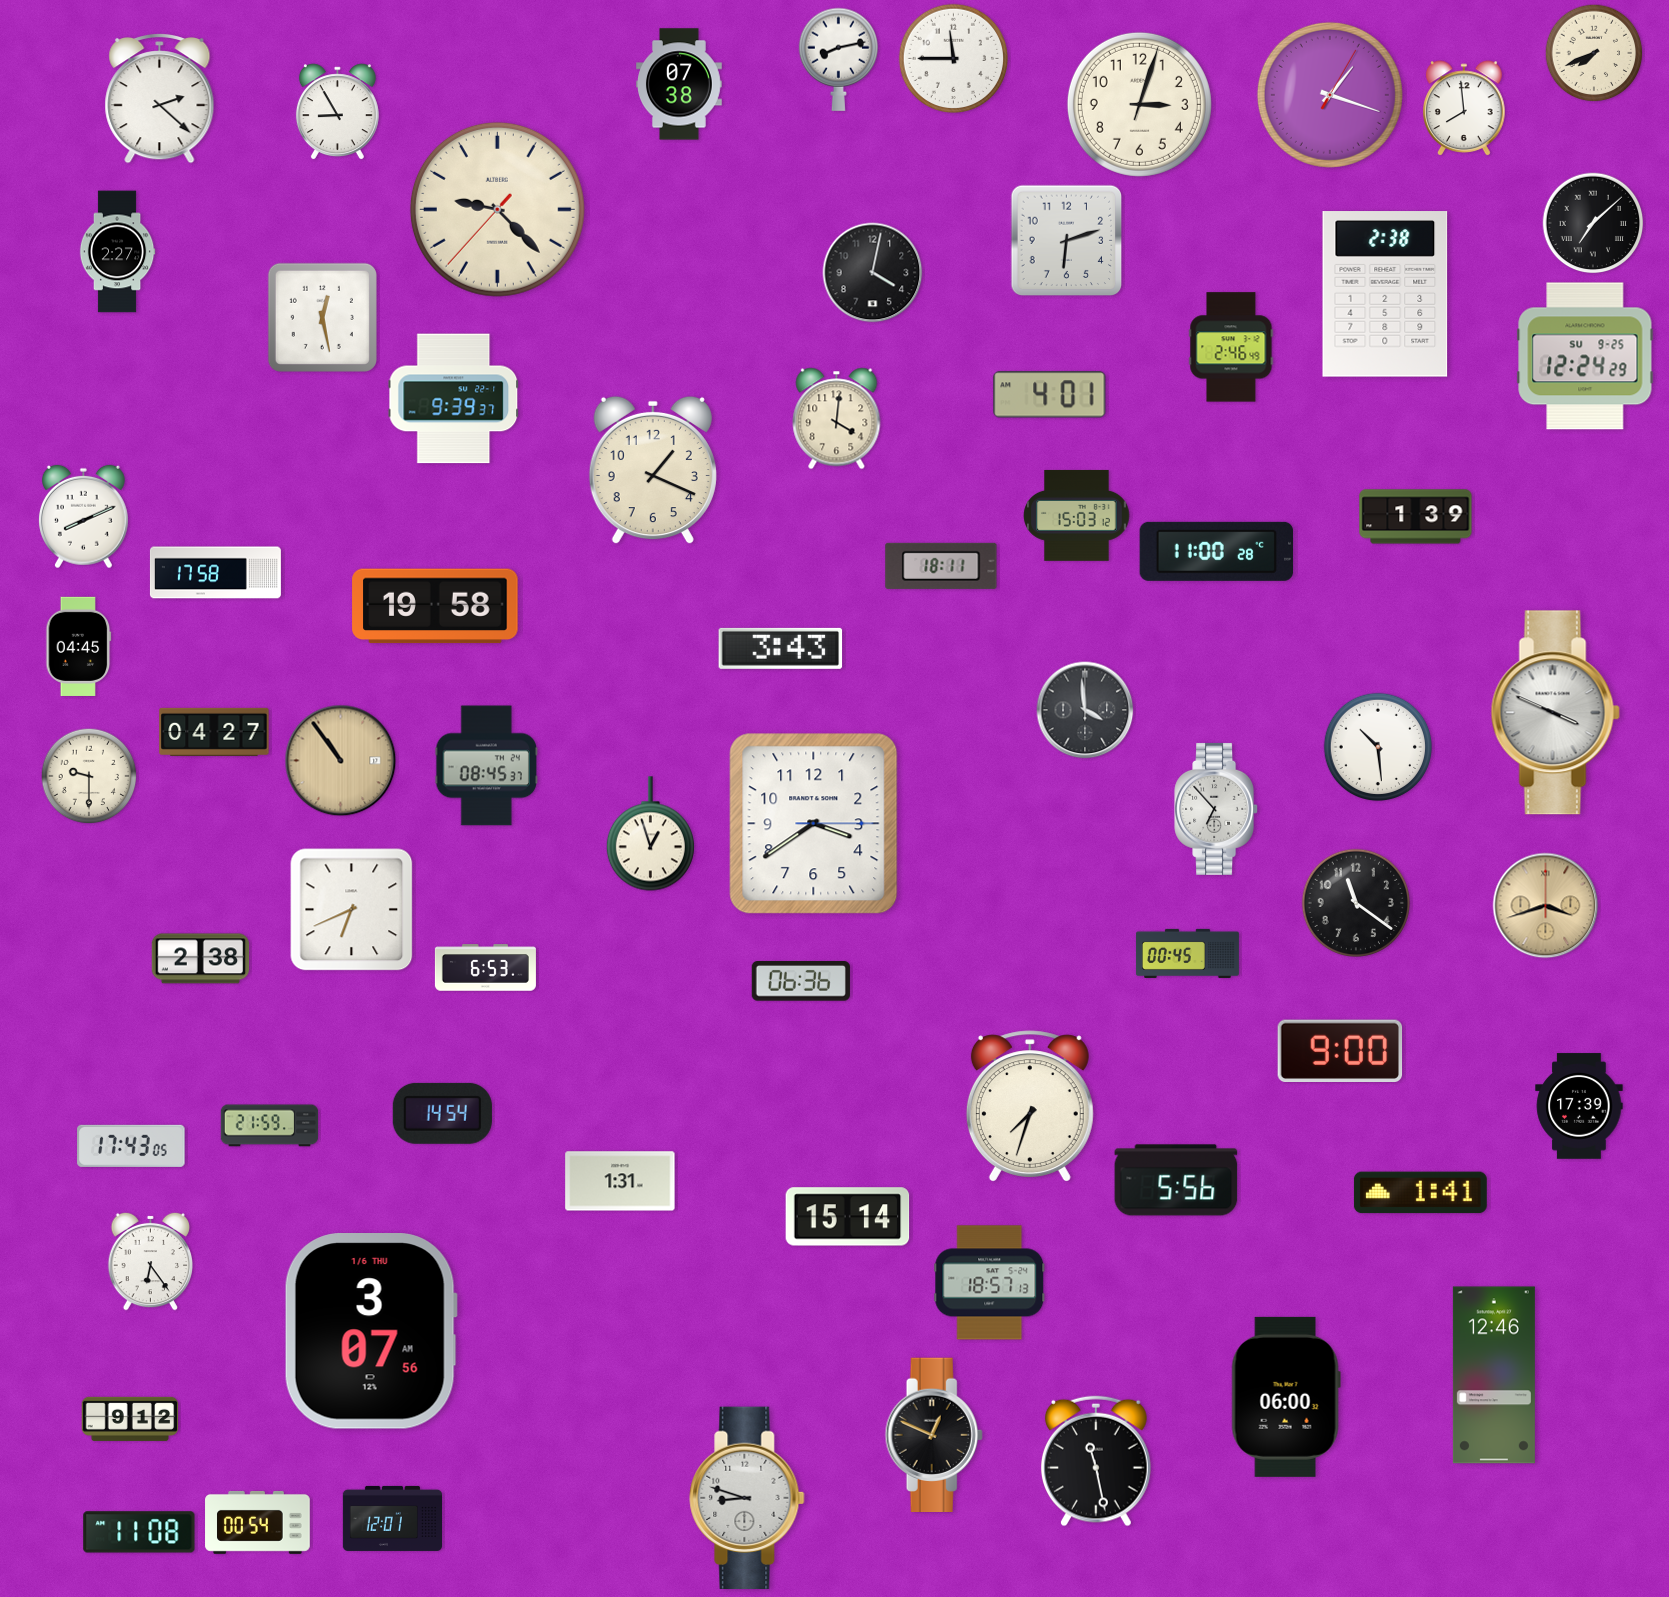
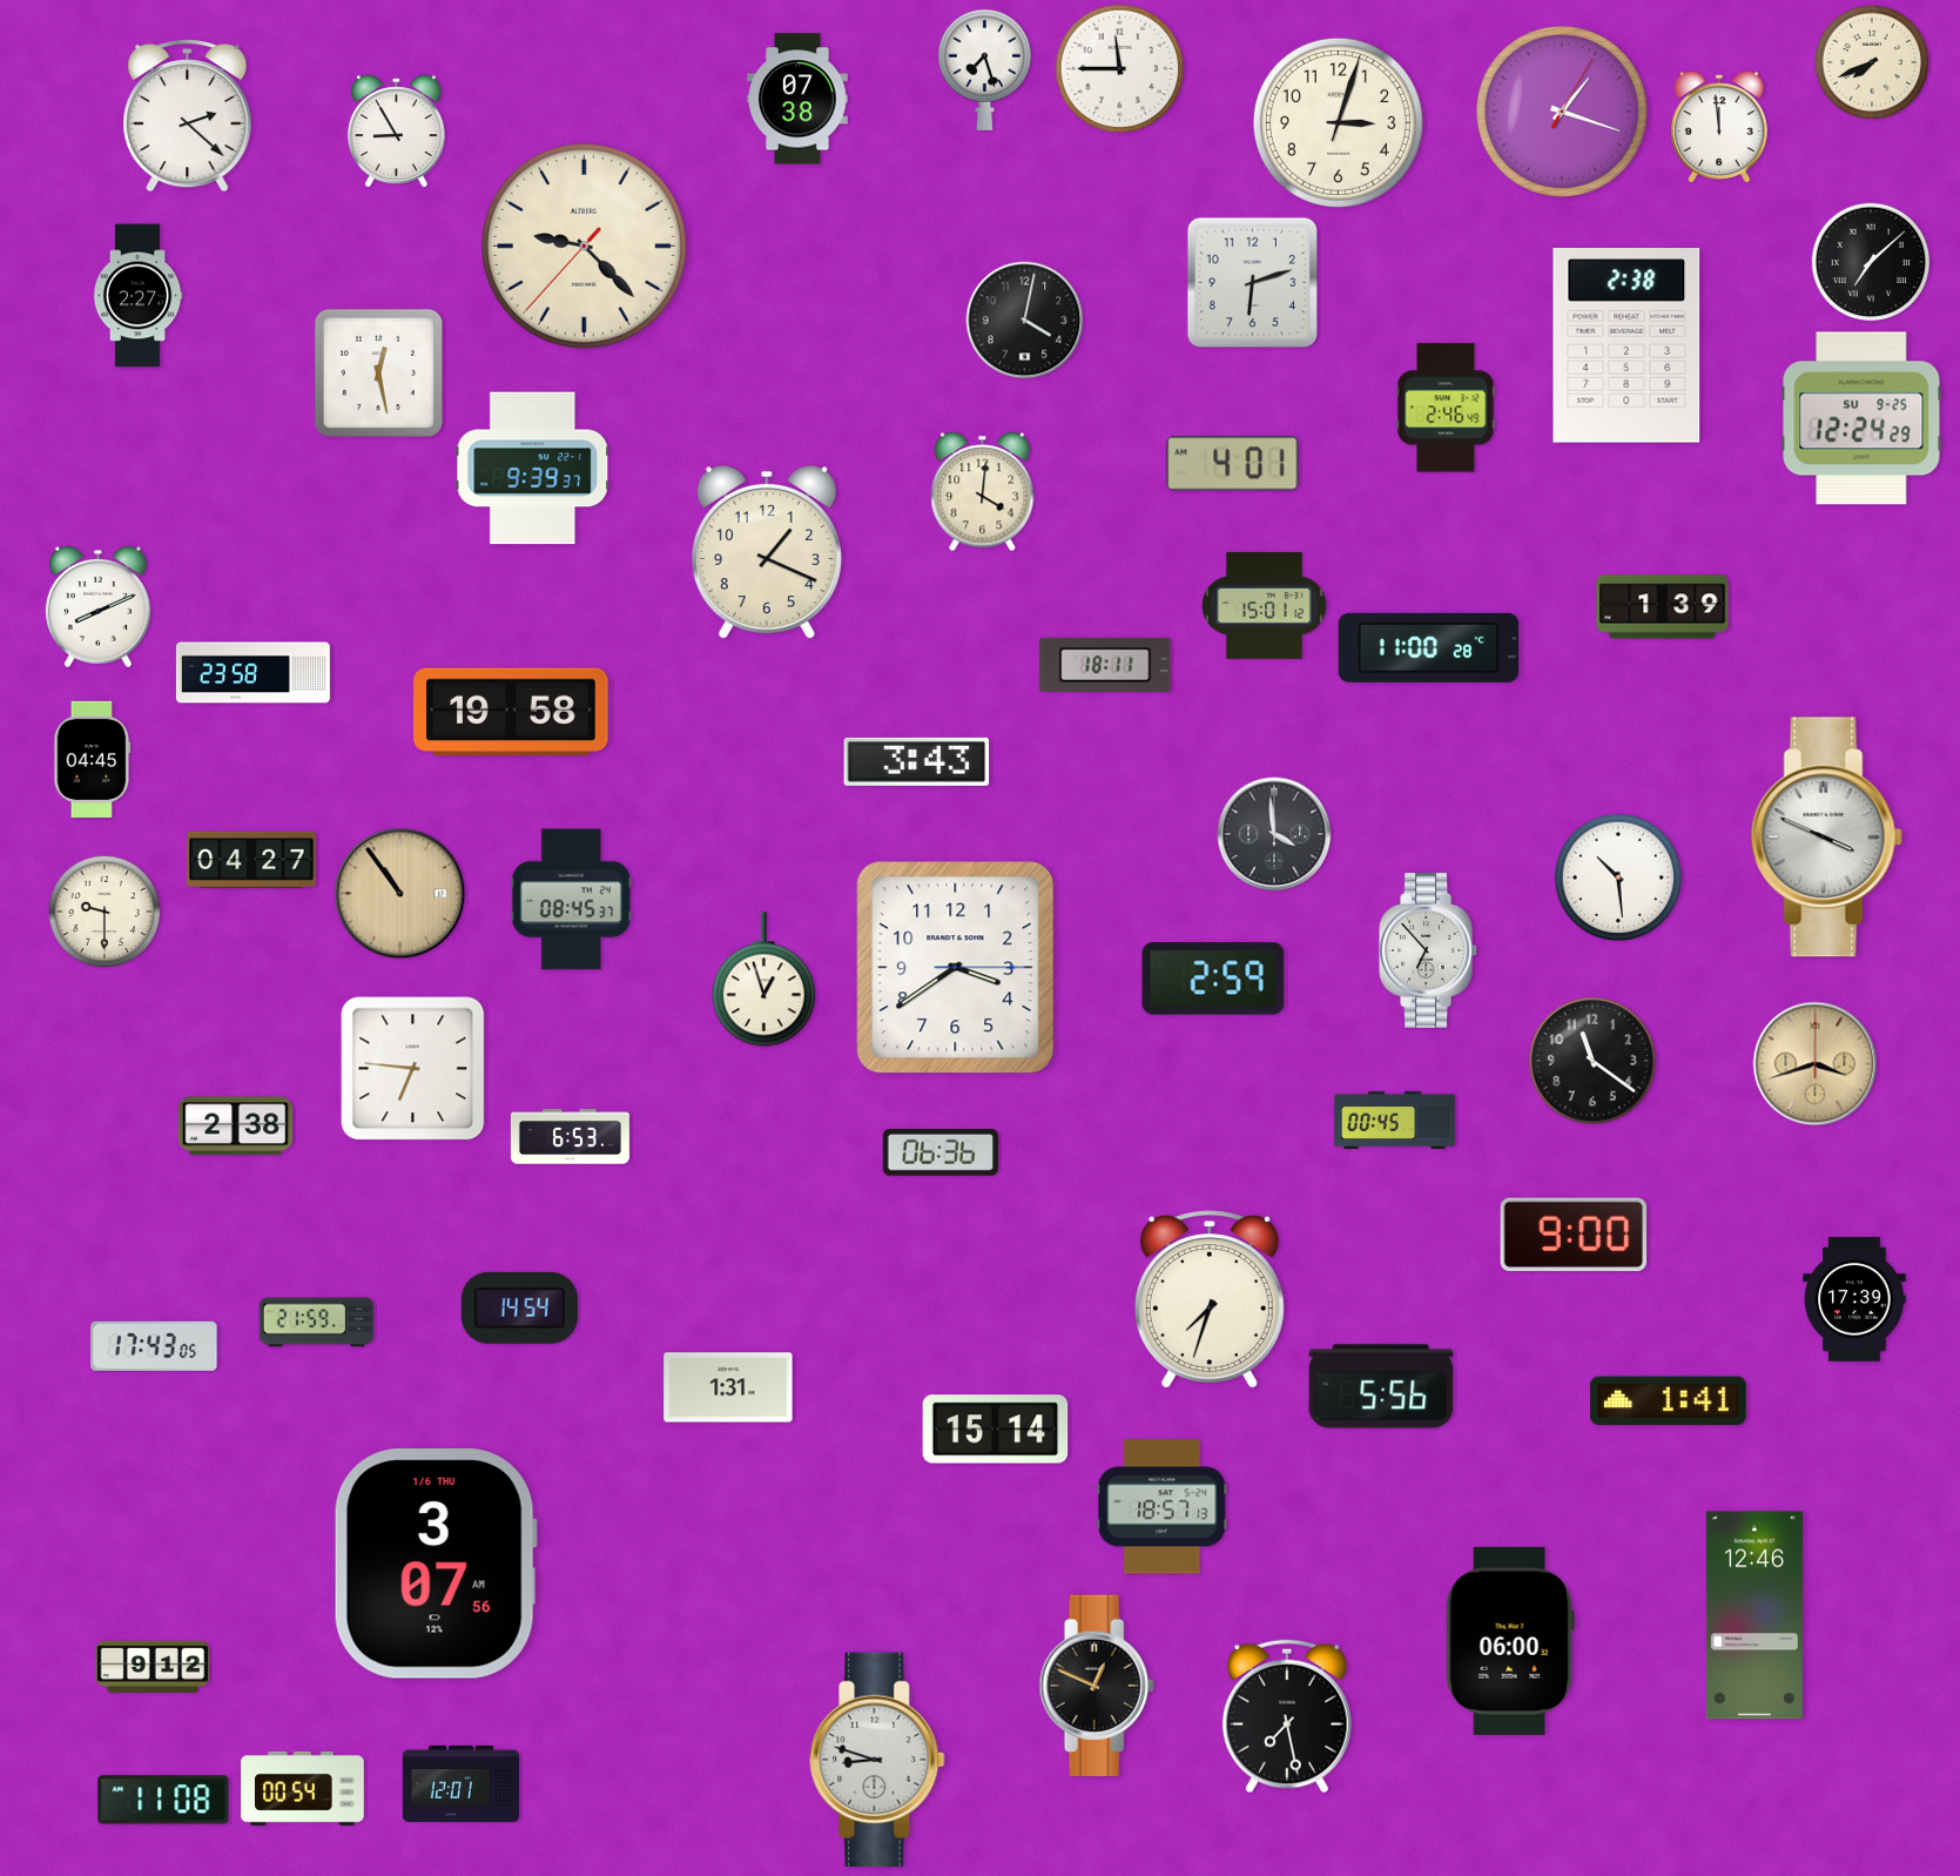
clock at (838, 59): 8:13 -> 7:27
clock at (1464, 108): 7:59 -> 11:59
clock at (1077, 515): 15:03 -> 15:01
clock at (215, 573): 17:58 -> 23:58
clock at (1213, 979): none -> 2:59
clock at (352, 910): 6:41 -> 6:46
clock at (150, 1261): 6:24 -> none
clock at (1096, 1461): 11:28 -> 7:28
